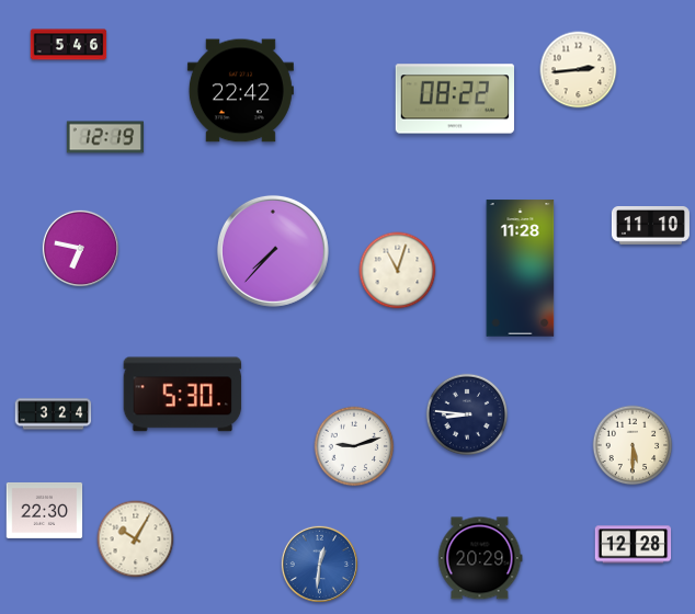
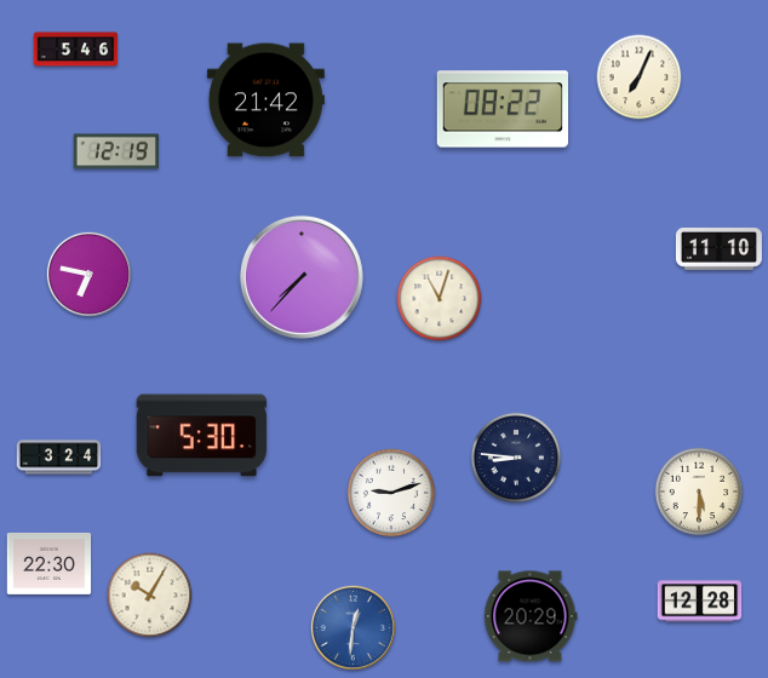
clock at (579, 70): 2:44 -> 7:04
clock at (240, 91): 22:42 -> 21:42
clock at (521, 269): 11:28 -> none
clock at (319, 564) position: (319, 564) -> (353, 627)
